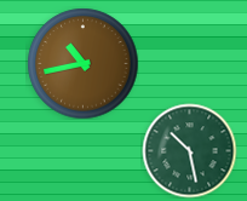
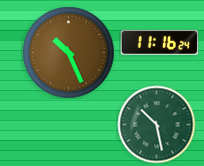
clock at (159, 43): none -> 11:16
clock at (82, 63): 10:43 -> 10:26
